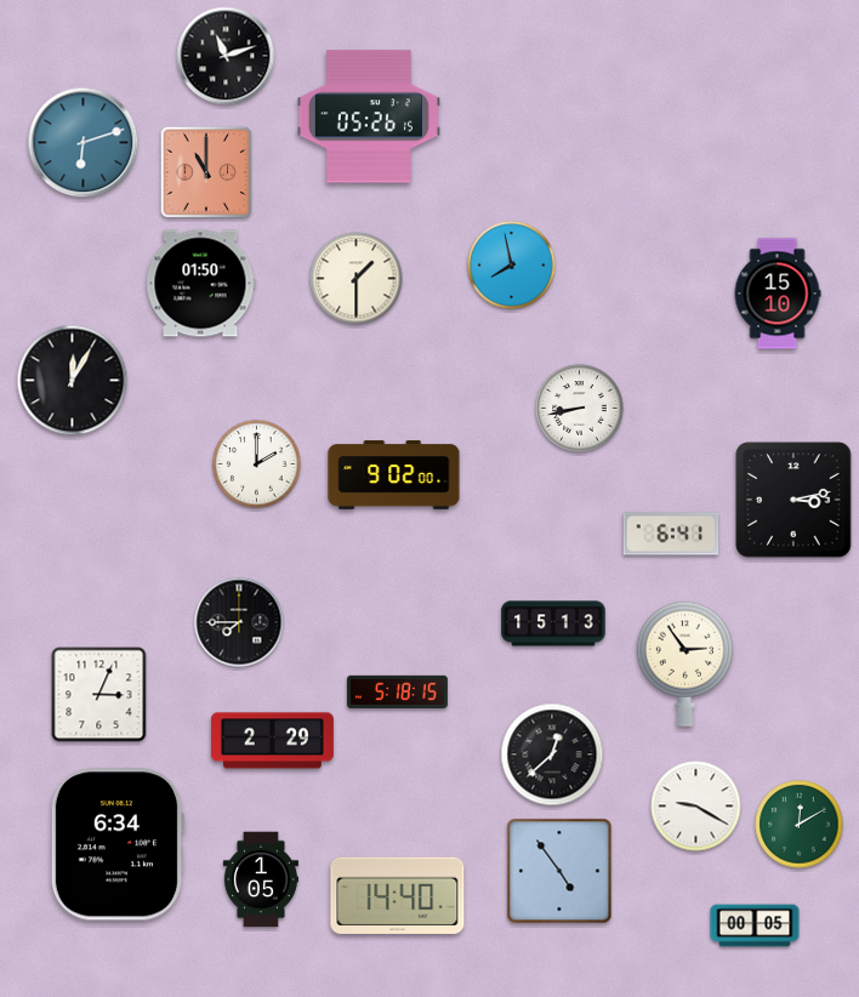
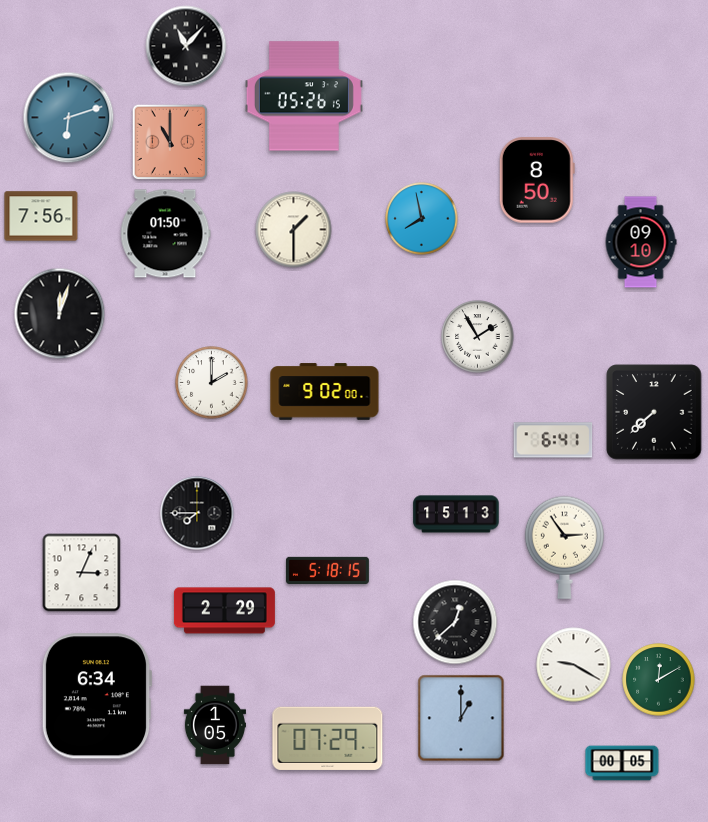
clock at (226, 56): 11:12 -> 11:07
clock at (537, 180): none -> 8:50
clock at (41, 216): none -> 7:56
clock at (778, 294): 15:10 -> 09:10
clock at (73, 381): 12:05 -> 12:03
clock at (580, 409): 8:43 -> 1:55
clock at (793, 500): 3:13 -> 7:38
clock at (559, 871): 4:54 -> 1:00
clock at (398, 895): 14:40 -> 07:29
